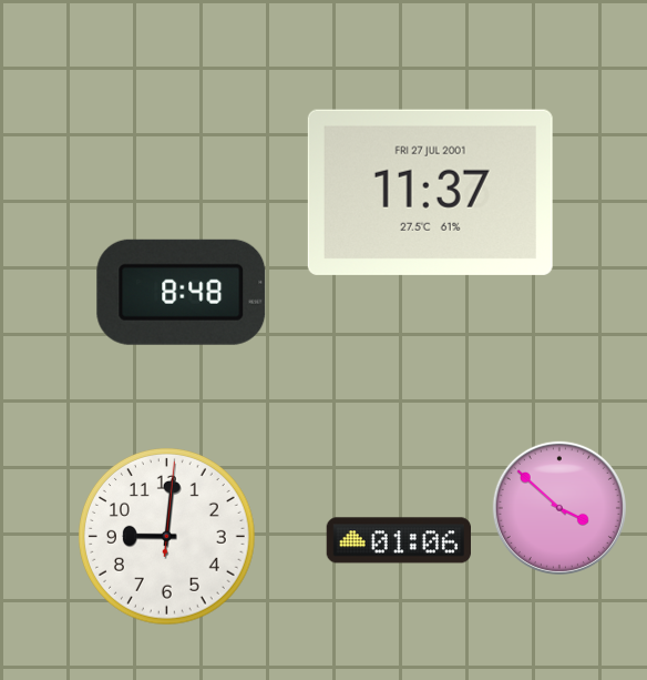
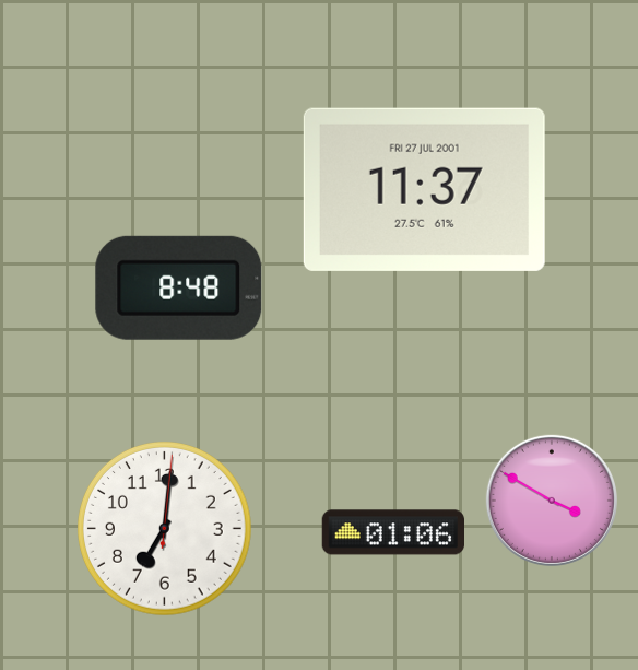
clock at (559, 508): 3:52 -> 3:50
clock at (167, 537): 9:01 -> 7:01
